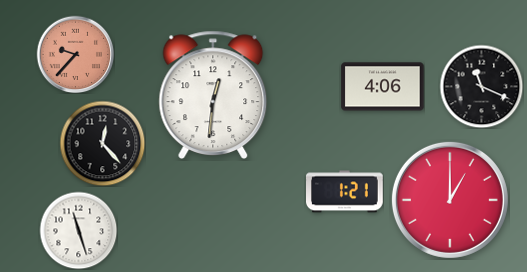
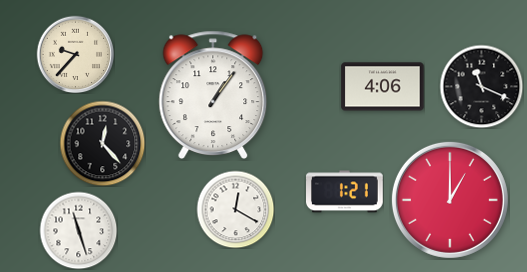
clock at (75, 54) dial: salmon -> cream
clock at (213, 94): 12:31 -> 1:06
clock at (235, 209): none -> 12:20
